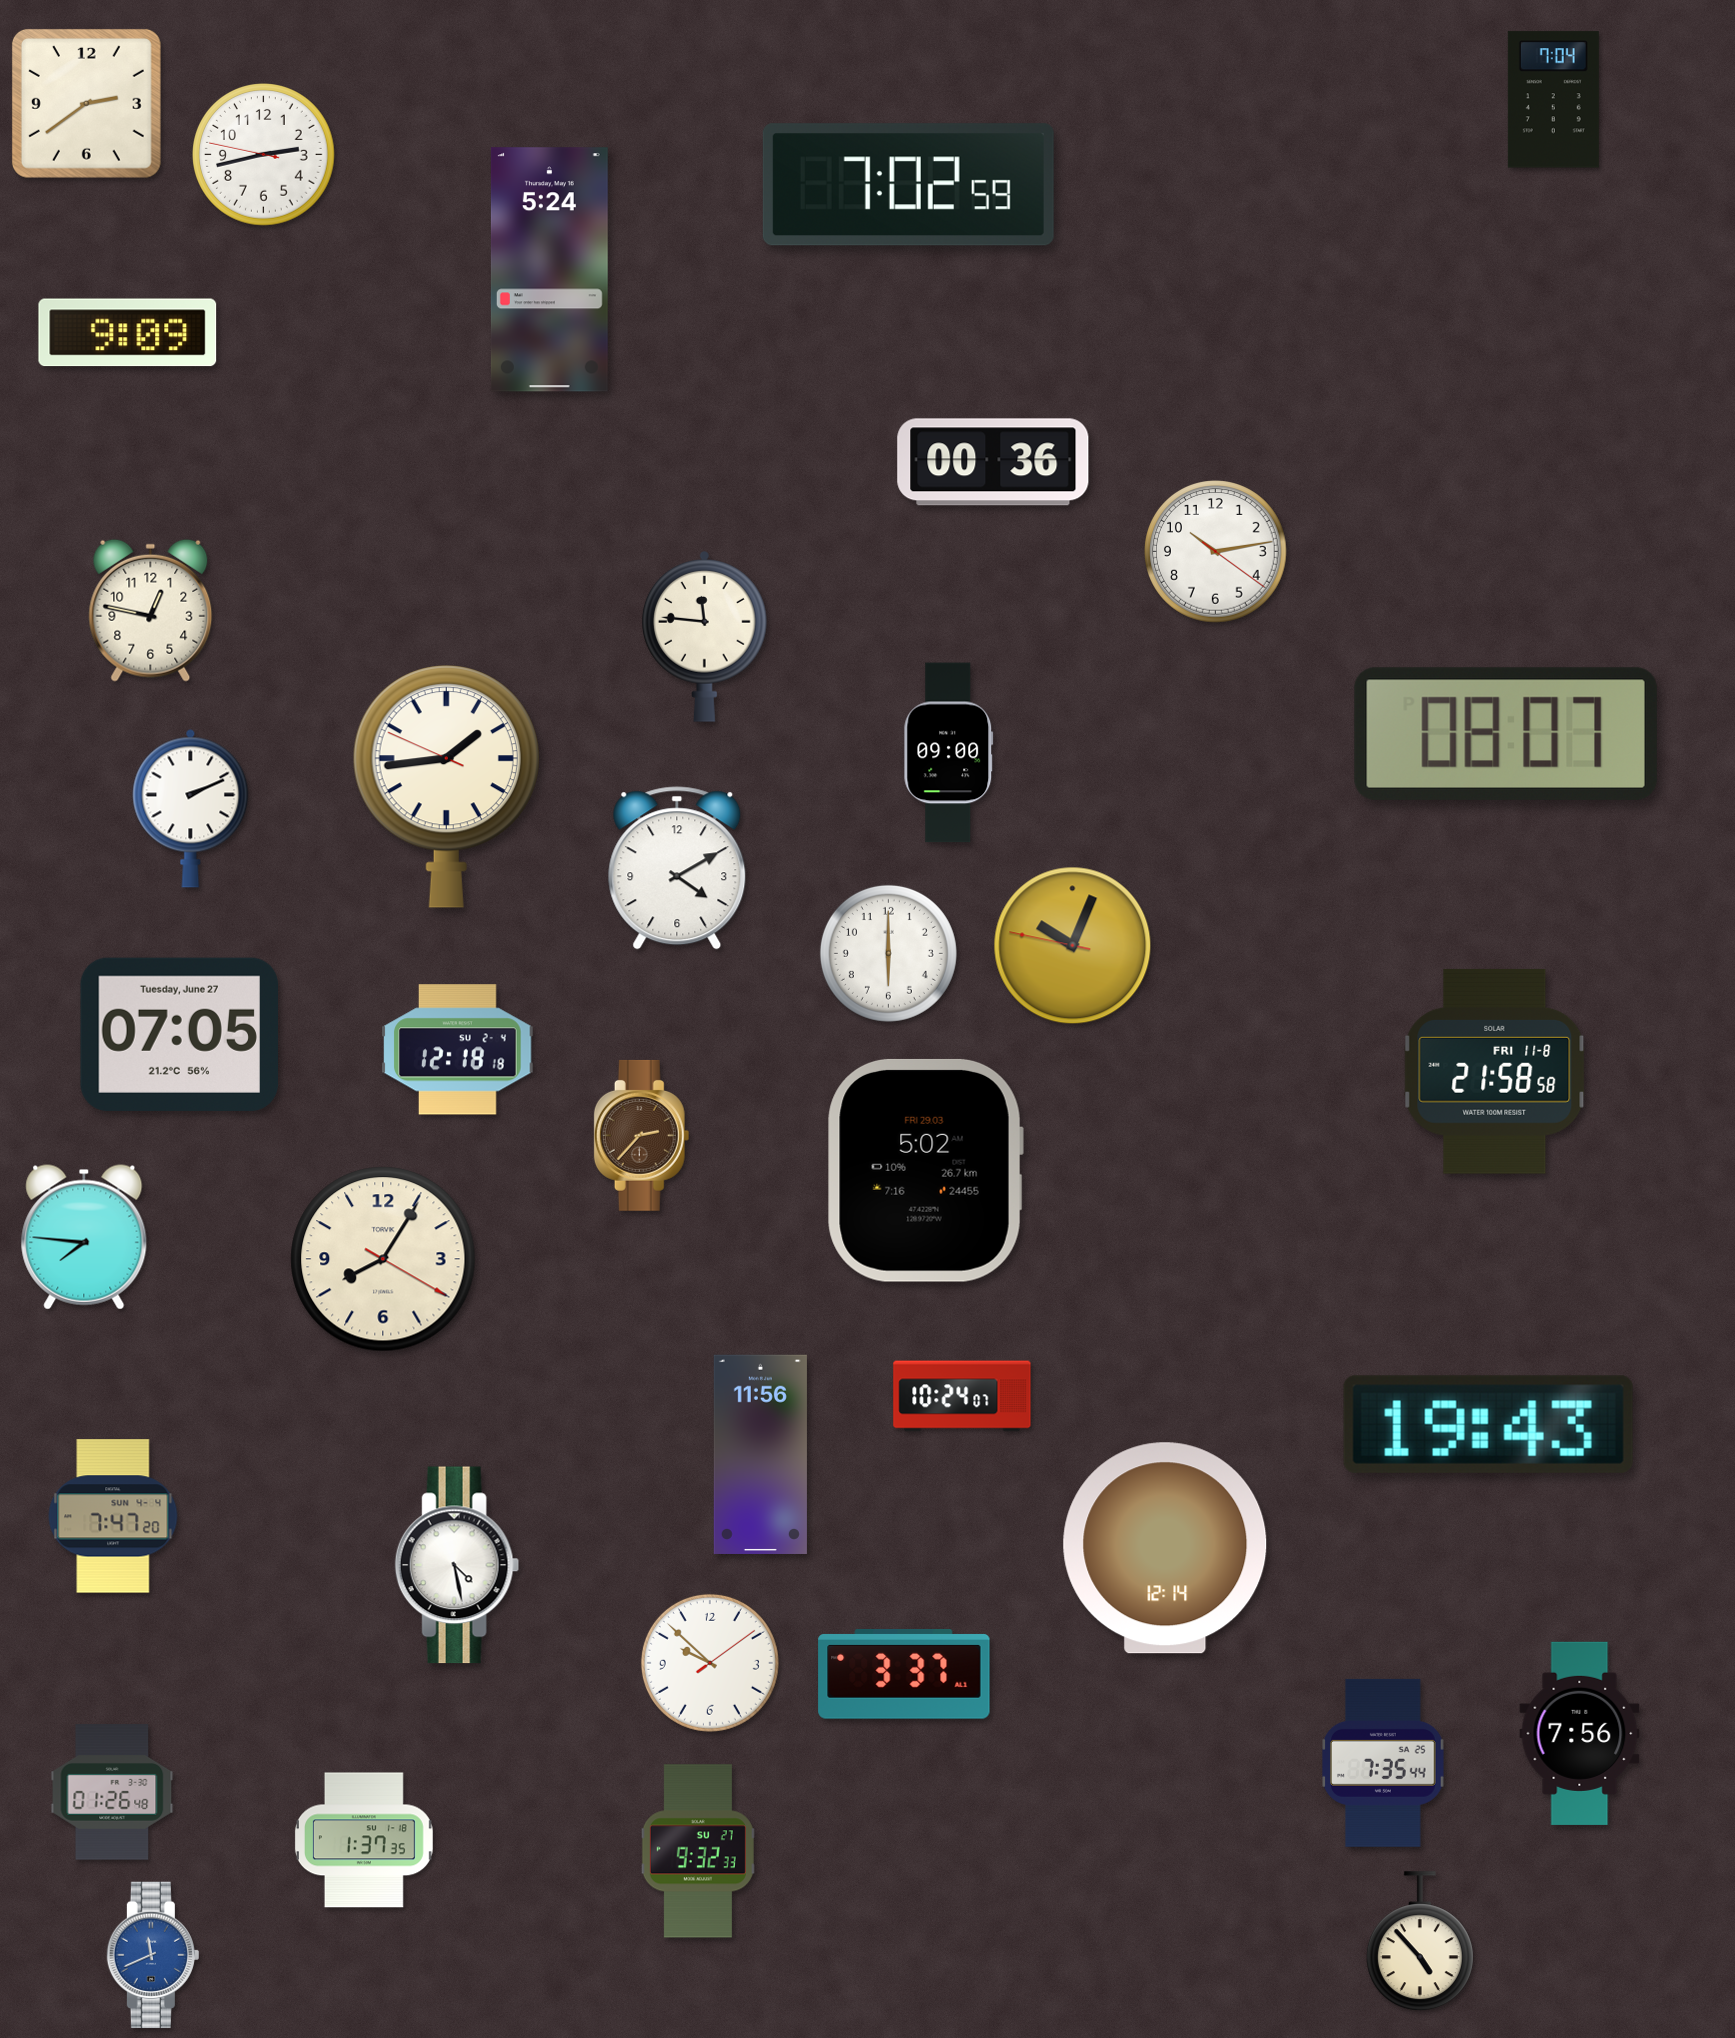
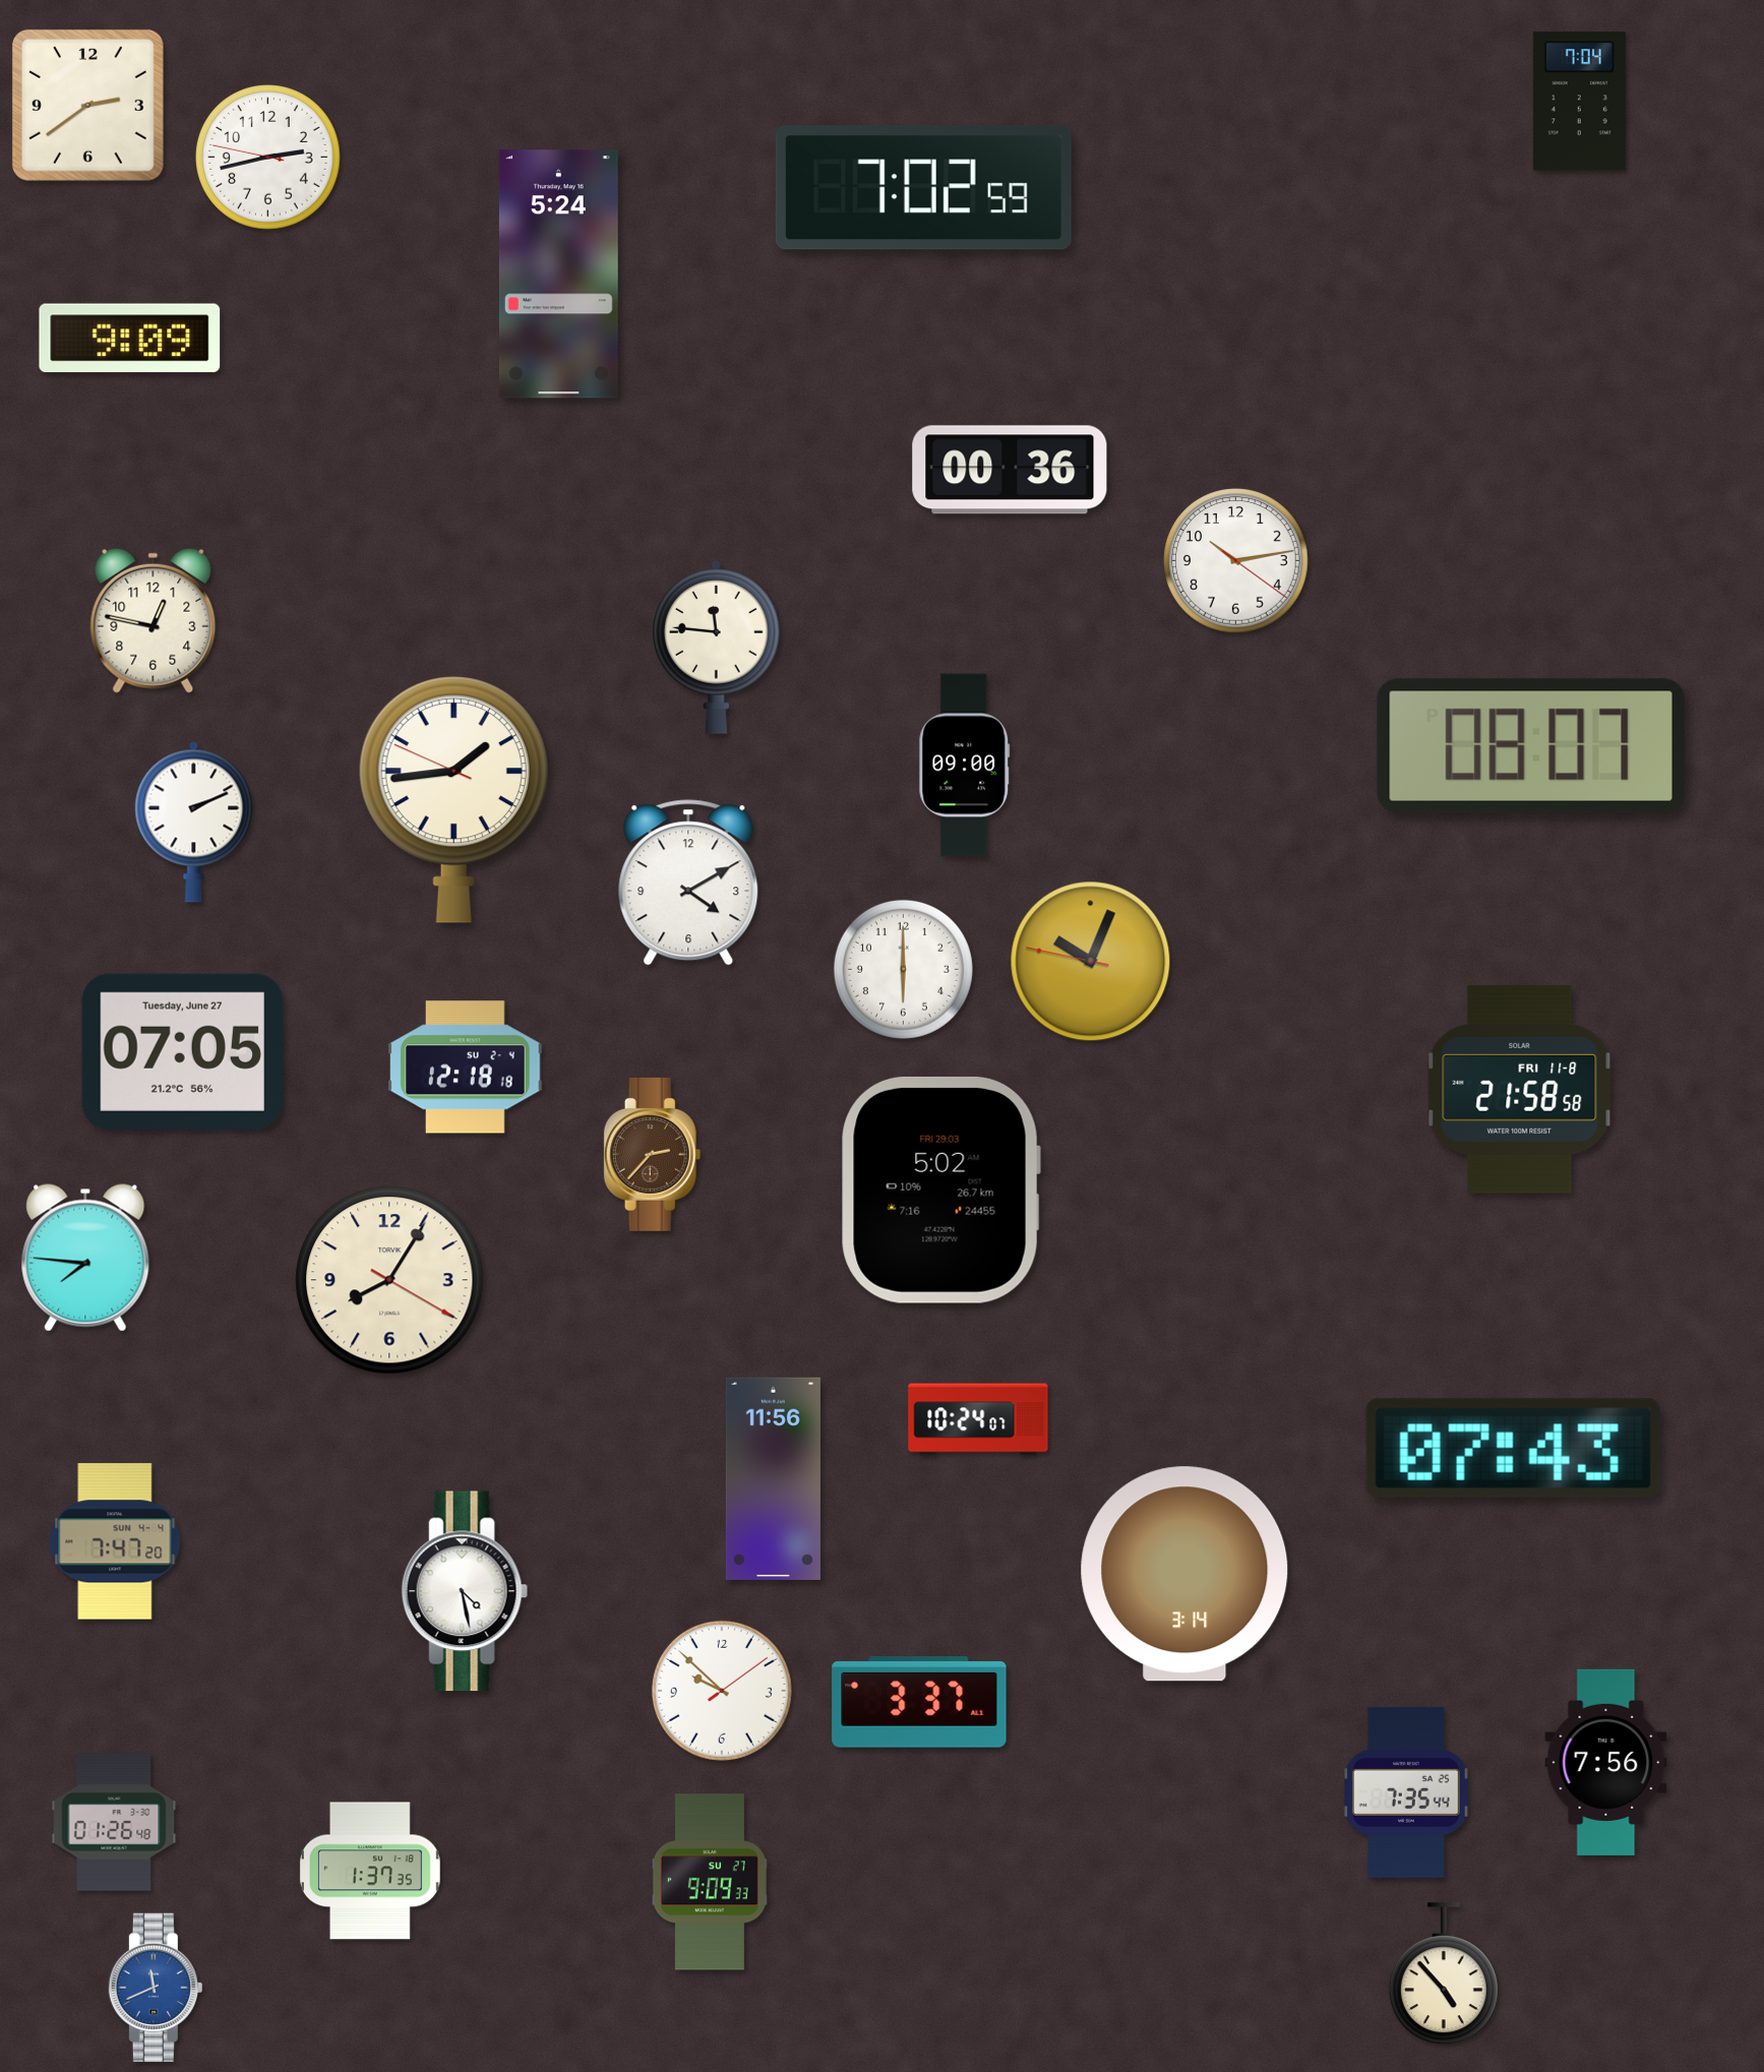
clock at (1488, 1424): 19:43 -> 07:43
clock at (1165, 1548): 12:14 -> 3:14
clock at (698, 1851): 9:32 -> 9:09
